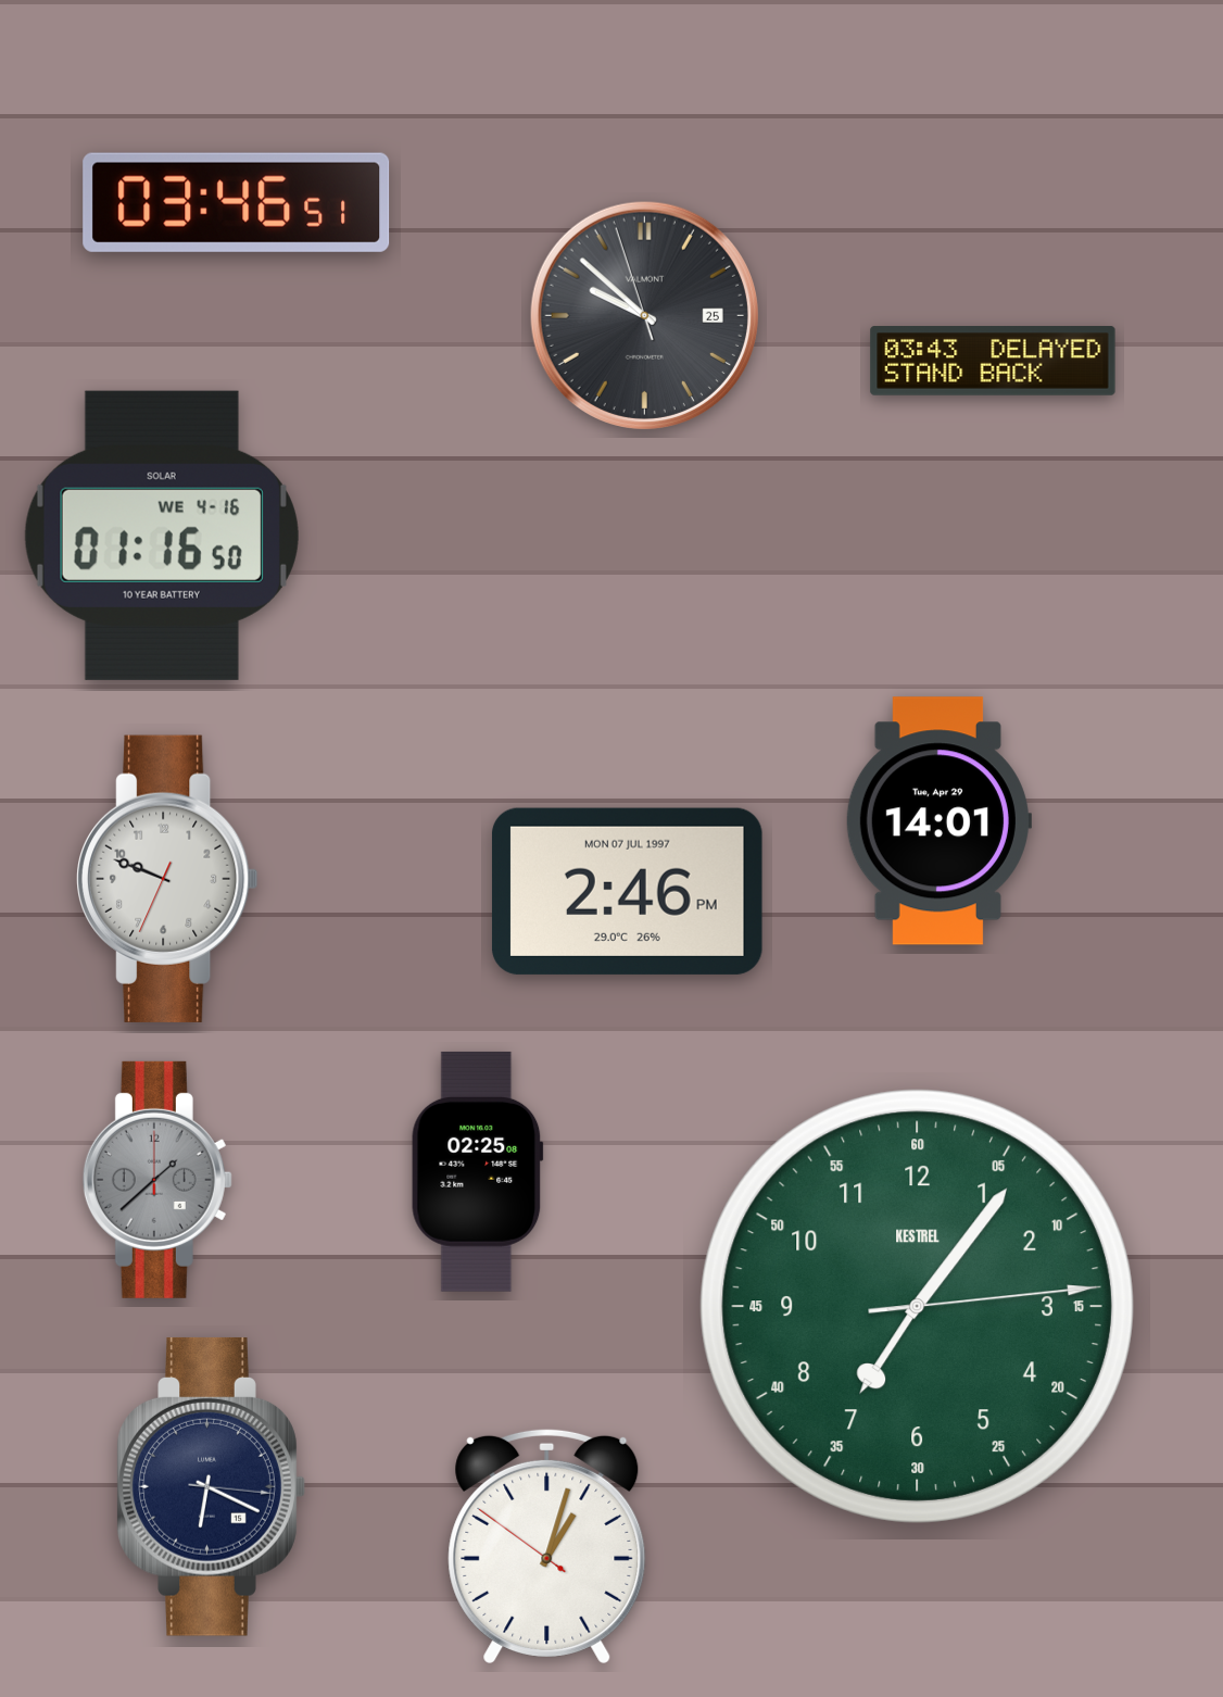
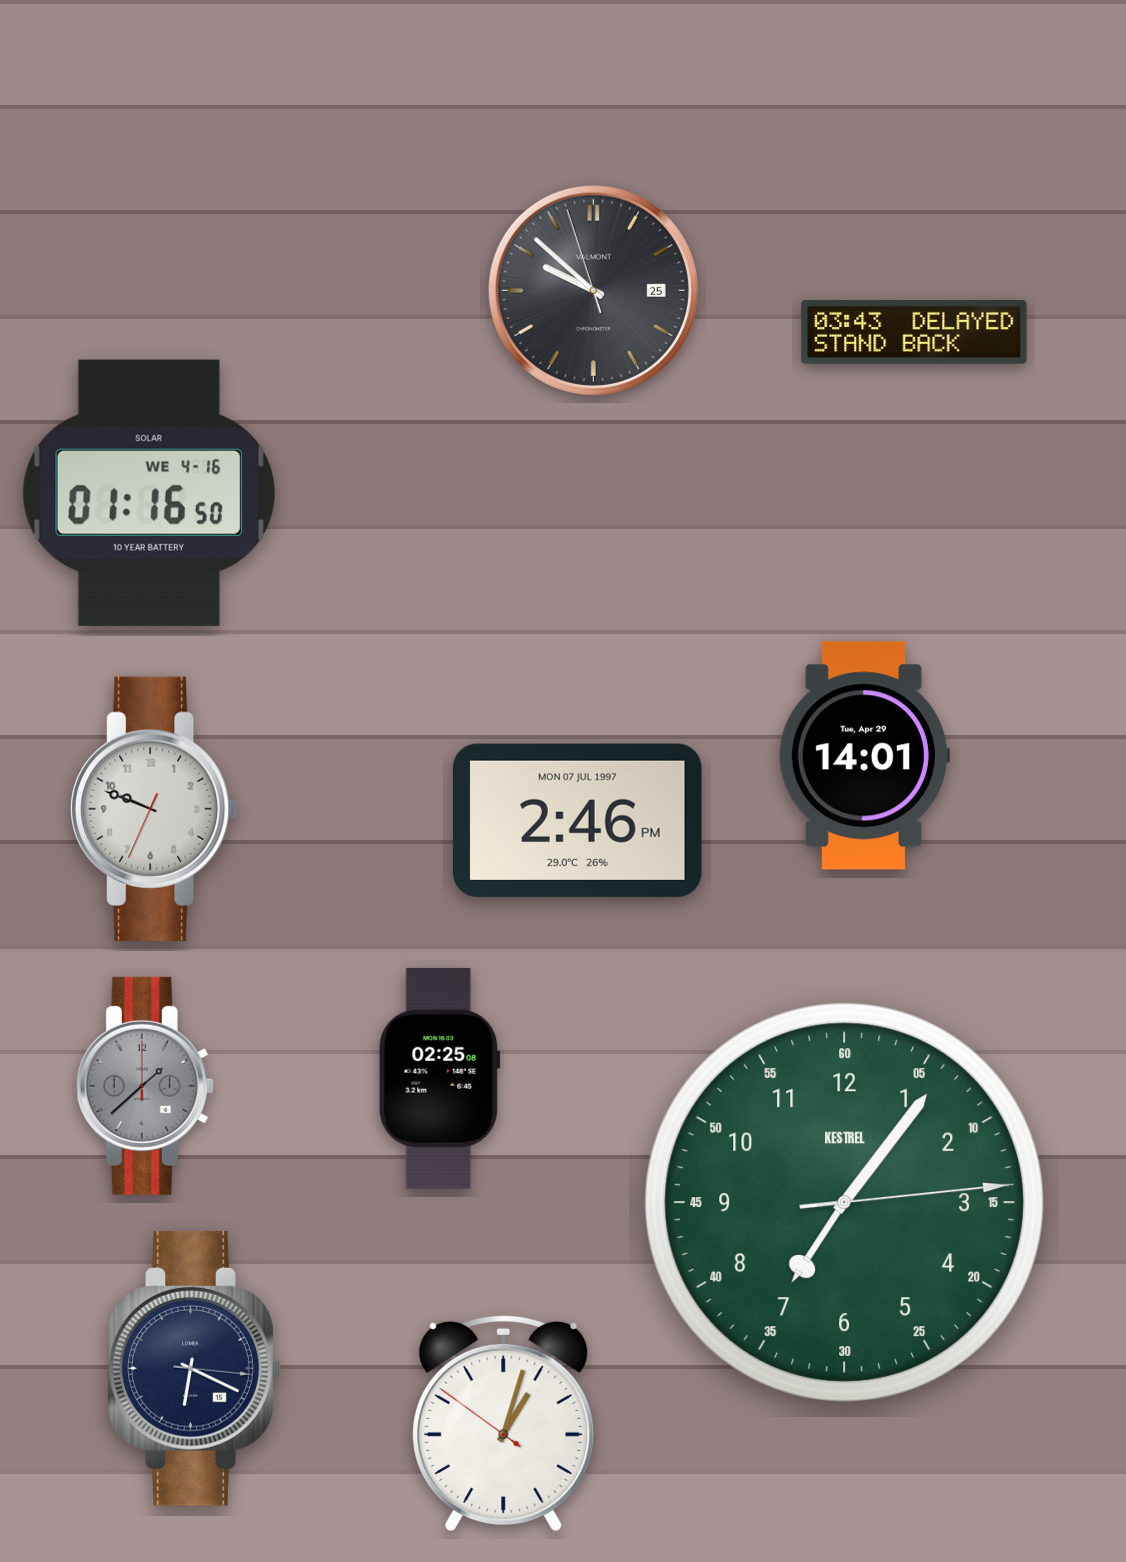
clock at (237, 202): 03:46 -> none
